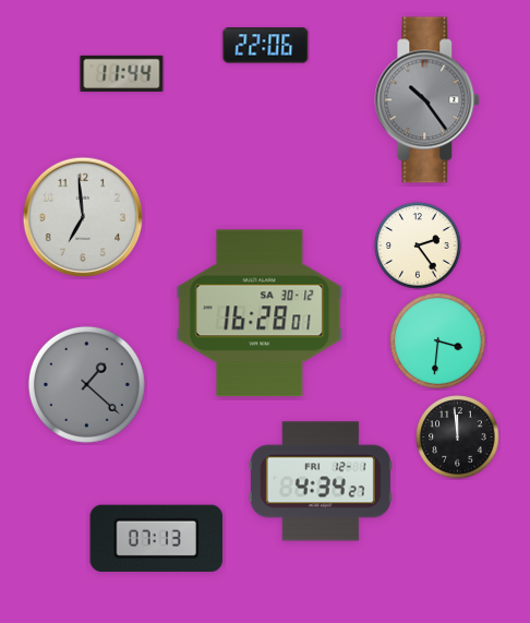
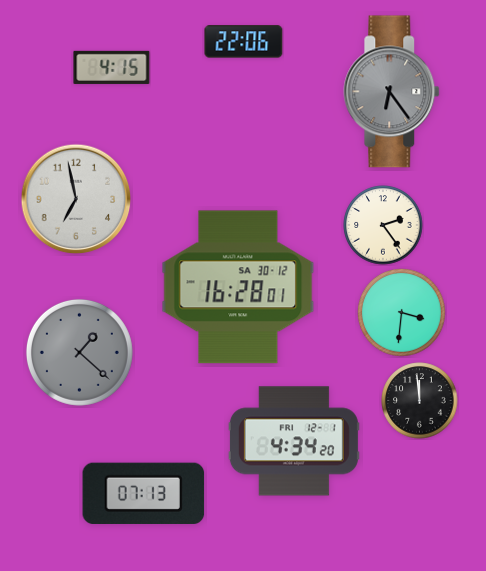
clock at (122, 73): 11:44 -> 4:15
clock at (427, 100): 10:24 -> 6:24
clock at (83, 217): 6:59 -> 6:58
clock at (321, 481): 4:34:27 -> 4:34:20
